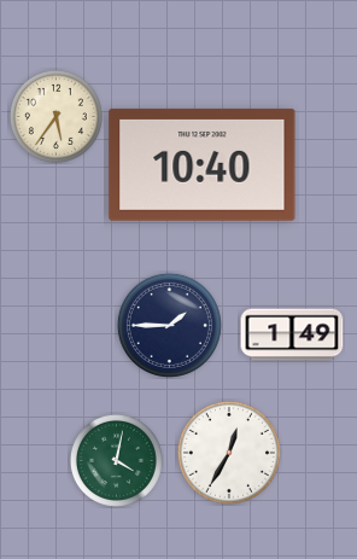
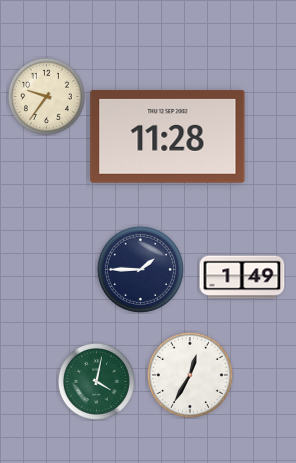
clock at (55, 116): 5:36 -> 9:36
clock at (203, 164): 10:40 -> 11:28
